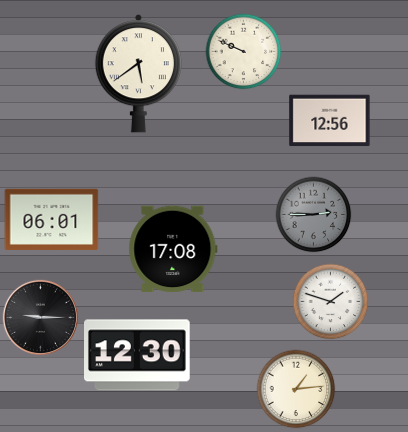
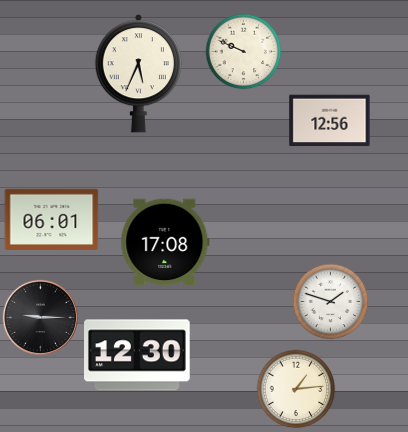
clock at (138, 74): 5:39 -> 5:34
clock at (314, 215): 2:45 -> none
clock at (173, 249) position: (173, 249) -> (165, 242)
